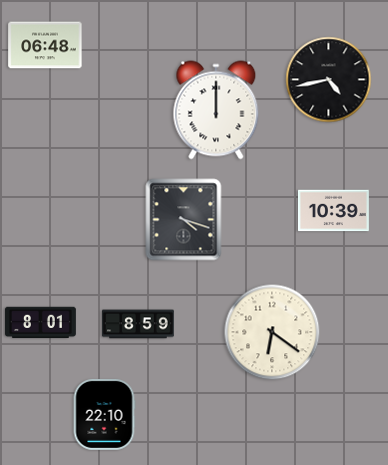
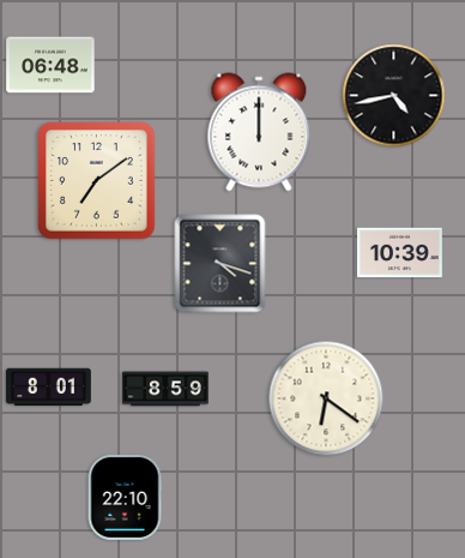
clock at (45, 45) position: (45, 45) -> (50, 65)
clock at (97, 181): none -> 7:09
